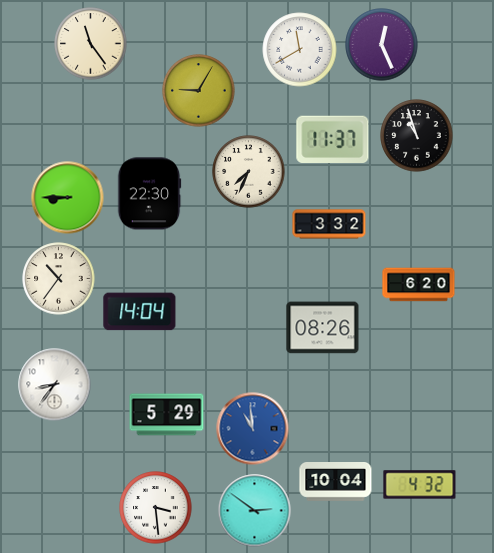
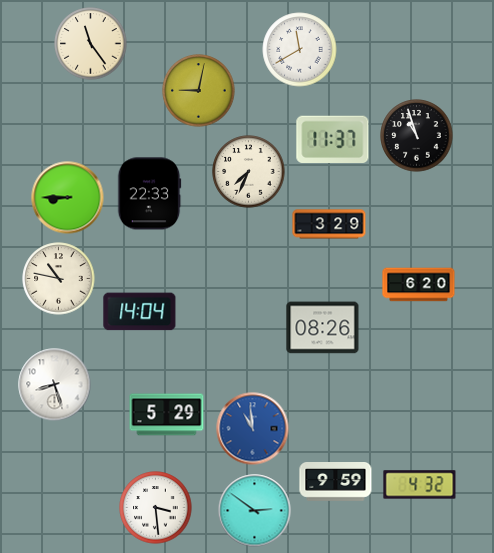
clock at (382, 45): 12:26 -> none
clock at (199, 91): 9:05 -> 9:02
clock at (149, 194): 22:30 -> 22:33
clock at (329, 224): 3:32 -> 3:29
clock at (59, 279): 10:36 -> 10:47
clock at (55, 385): 8:36 -> 8:27
clock at (336, 482): 10:04 -> 9:59
